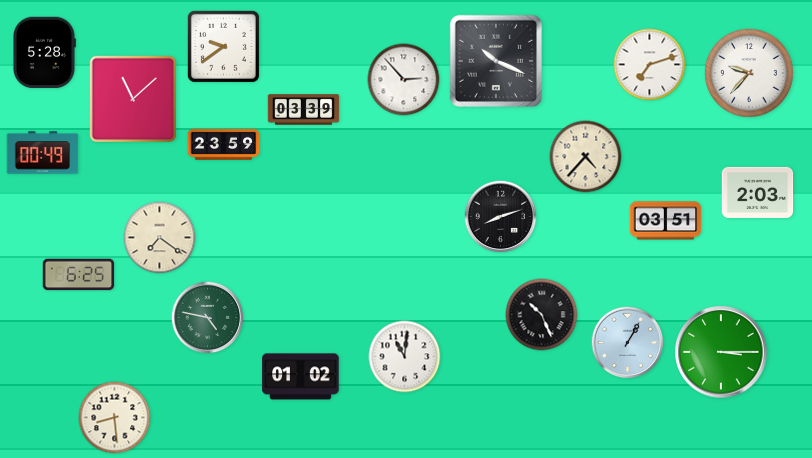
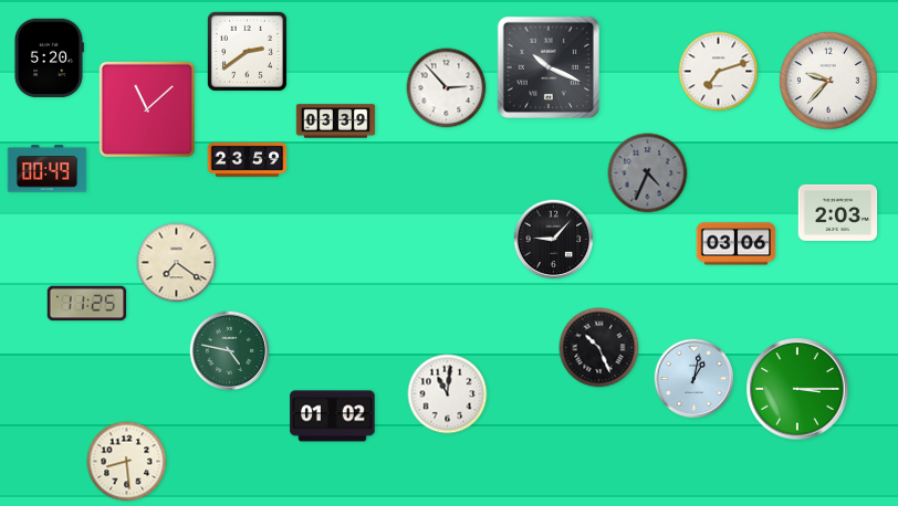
clock at (223, 46): 9:39 -> 2:39
clock at (45, 53): 5:28 -> 5:20
clock at (586, 157): 4:37 -> 4:34
clock at (586, 157) dial: cream -> grey
clock at (501, 217): 8:12 -> 9:07
clock at (666, 221): 03:51 -> 03:06
clock at (79, 275): 6:25 -> 11:25
clock at (628, 343): 1:05 -> 1:02
